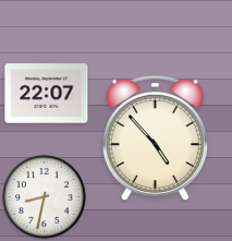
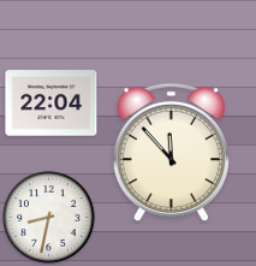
clock at (47, 94): 22:07 -> 22:04
clock at (155, 138): 4:53 -> 11:53
